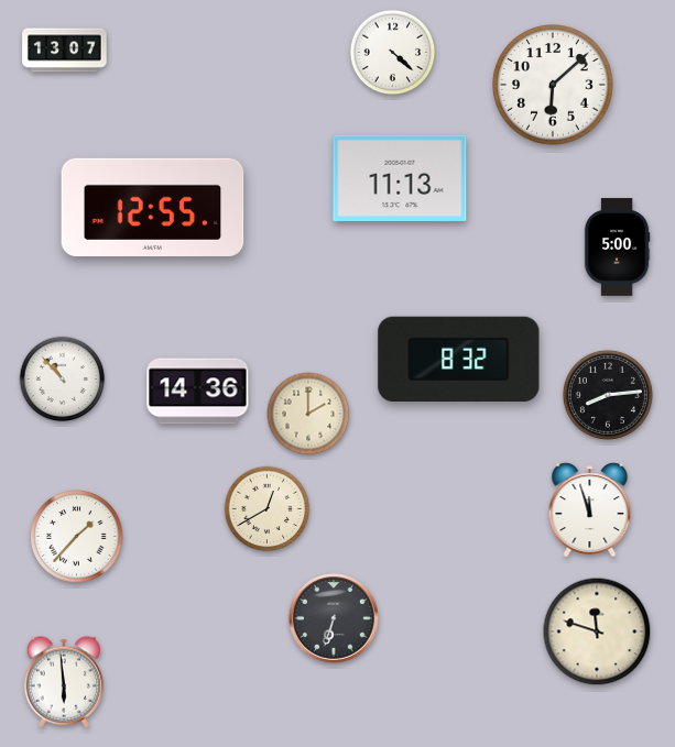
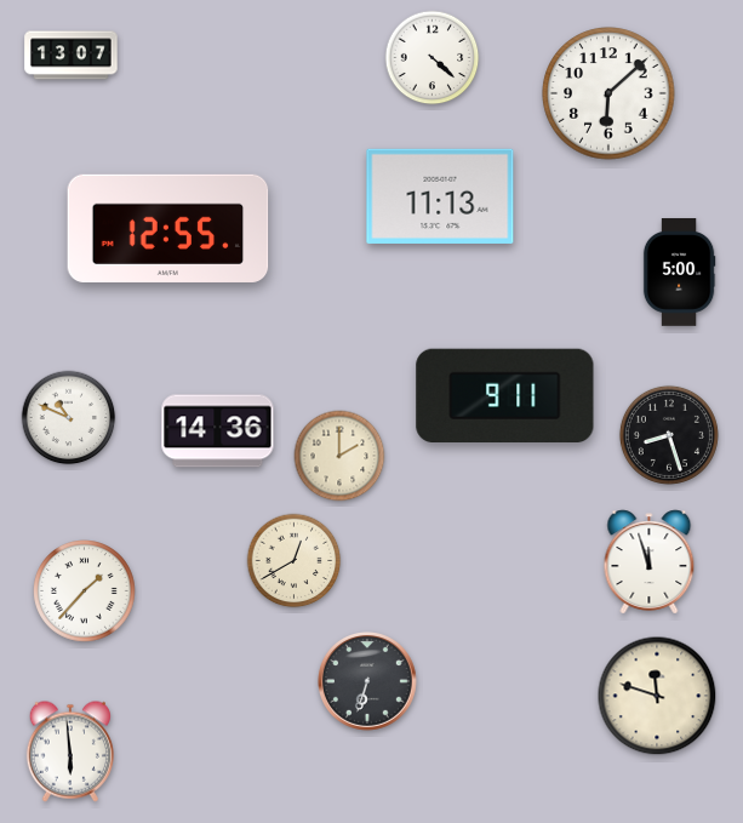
clock at (459, 359): 8:32 -> 9:11
clock at (63, 380): 10:53 -> 10:49
clock at (608, 395): 8:14 -> 8:27
